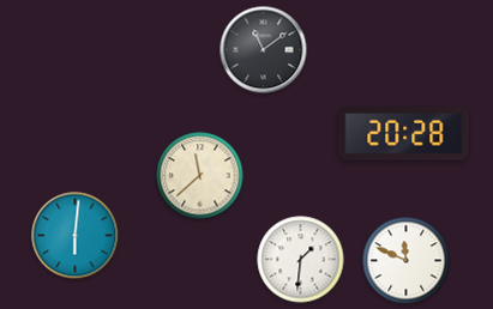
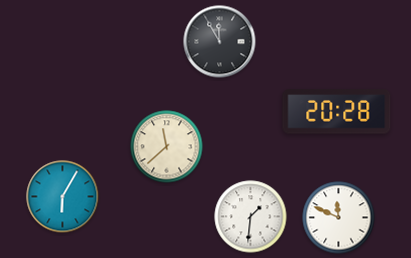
clock at (264, 50): 11:09 -> 11:55
clock at (76, 236): 6:01 -> 6:05
